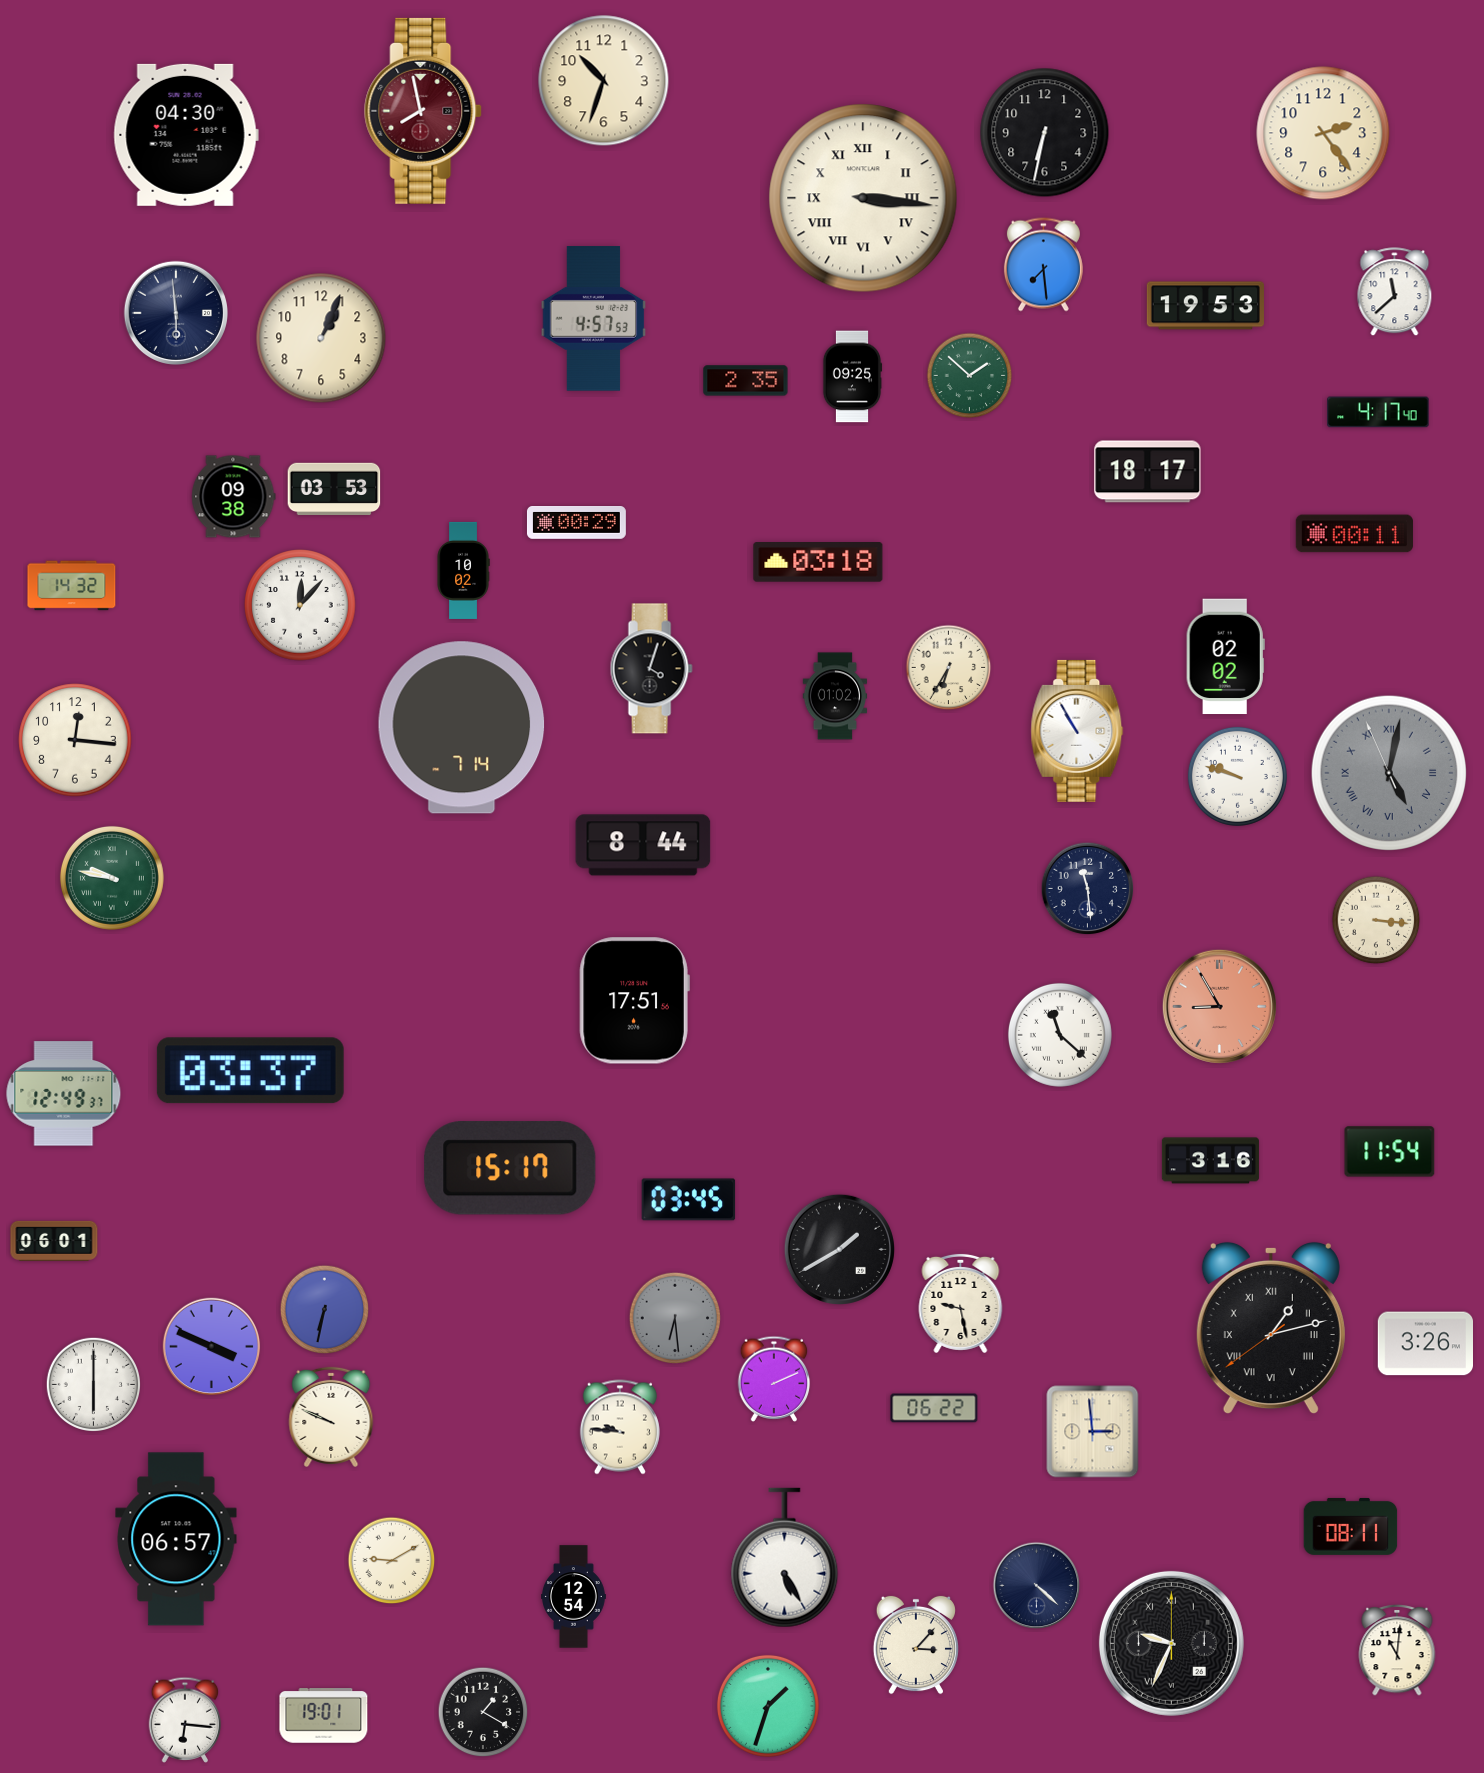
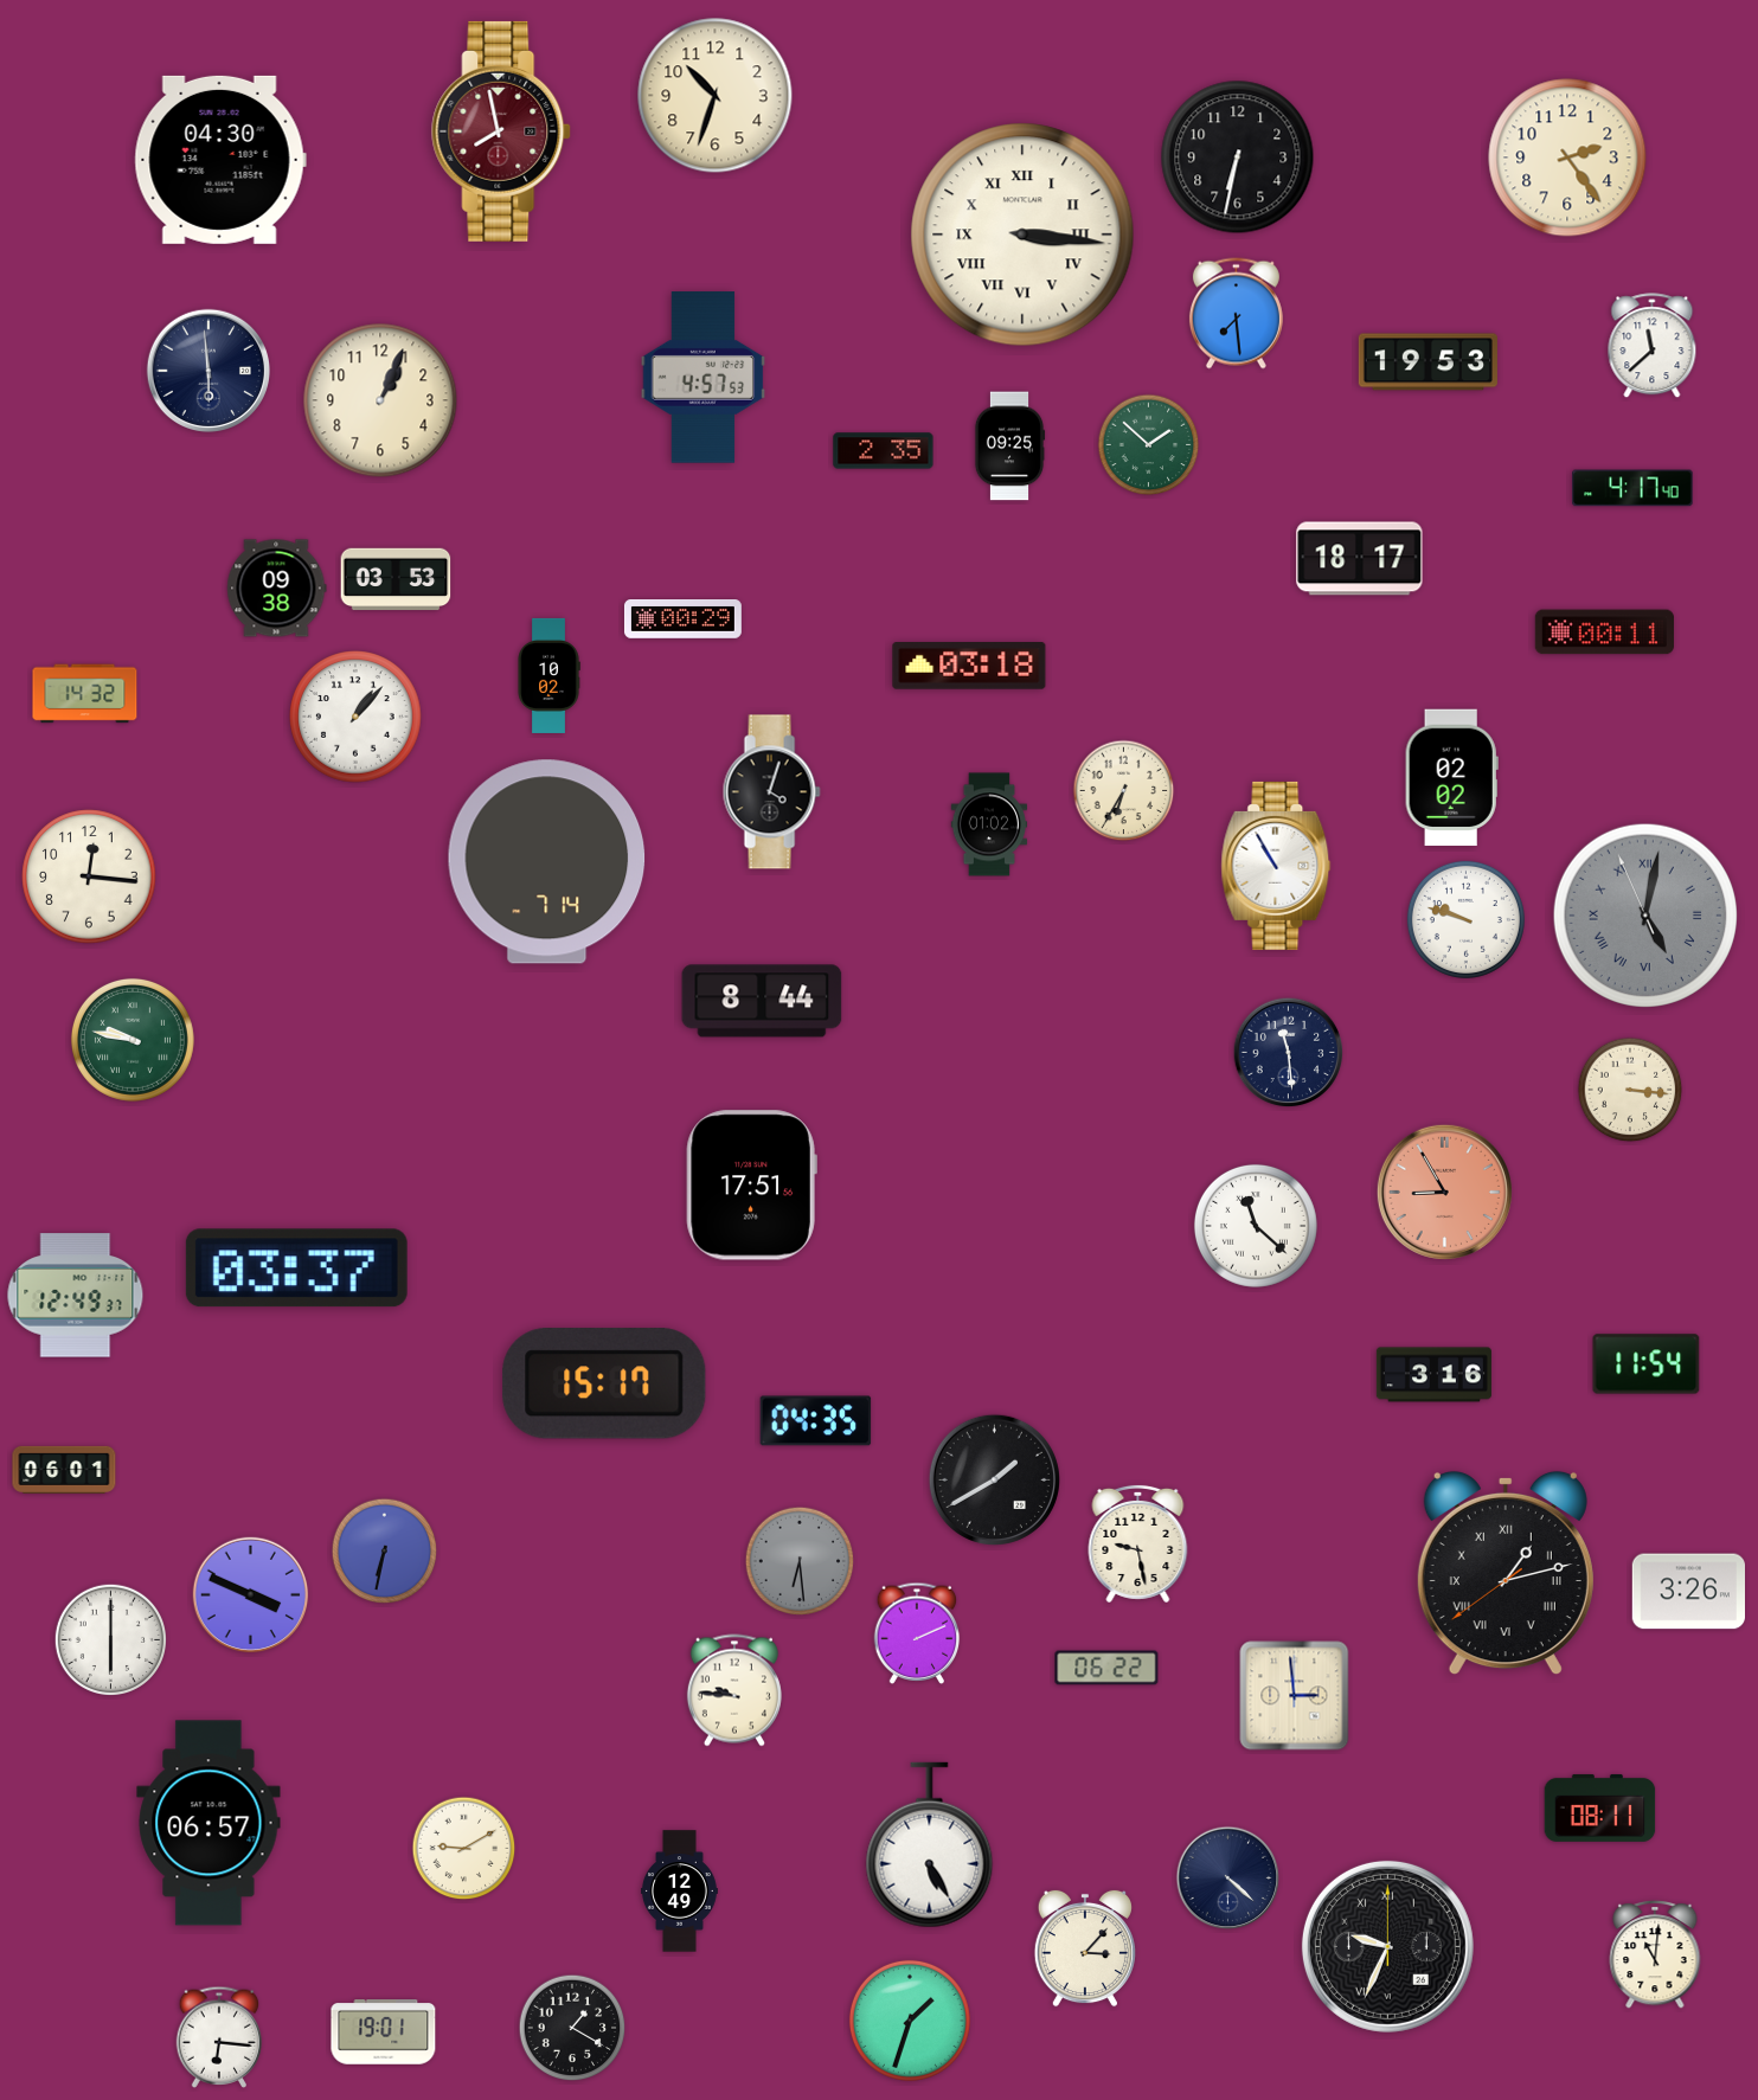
clock at (300, 605): 12:07 -> 1:07
clock at (689, 1200): 03:45 -> 04:35
clock at (331, 1417): 9:49 -> none
clock at (574, 1597): 12:54 -> 12:49
